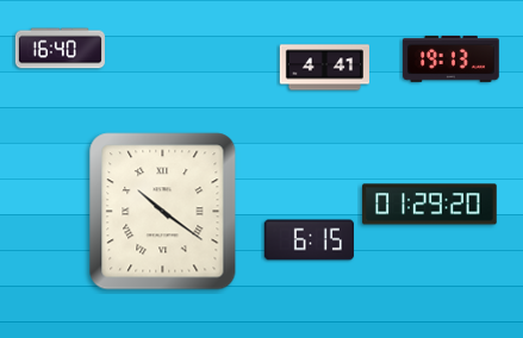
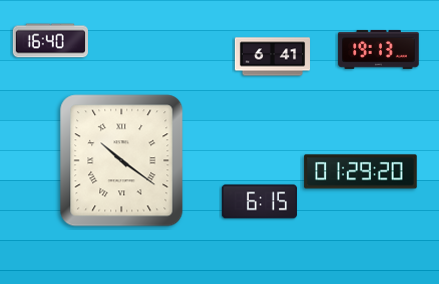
clock at (324, 68): 4:41 -> 6:41
clock at (163, 212) position: (163, 212) -> (122, 161)
